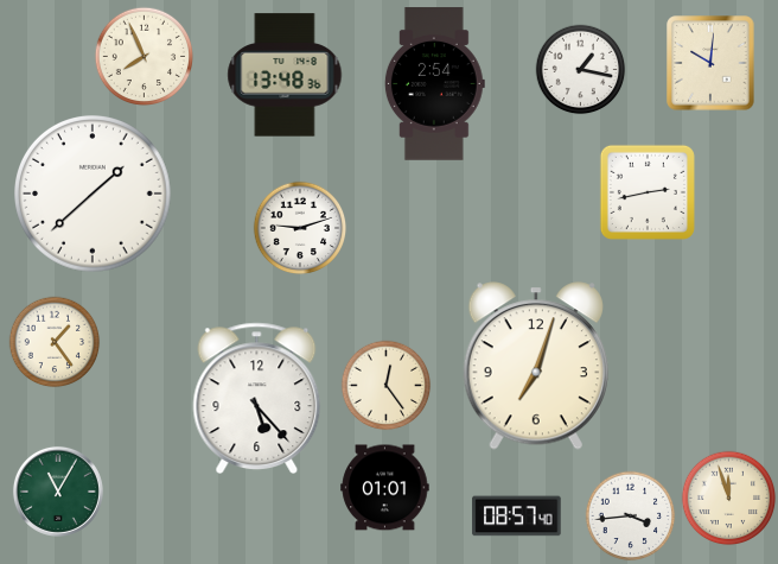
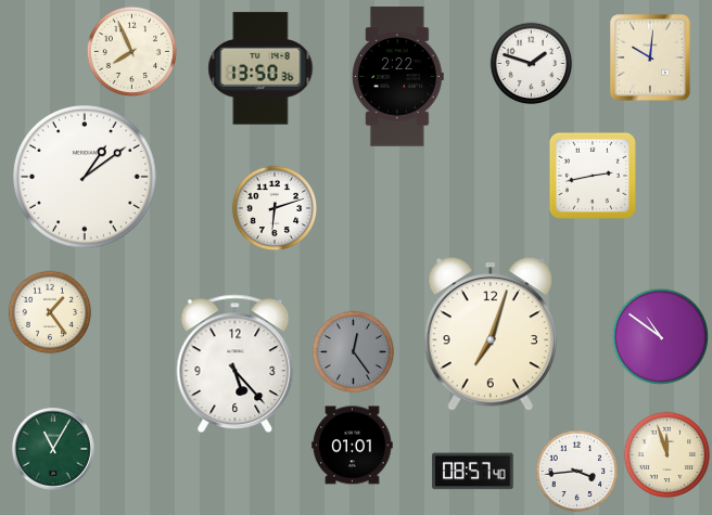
clock at (581, 70): 1:17 -> 1:48
clock at (285, 75): 13:48 -> 13:50
clock at (434, 84): 2:54 -> 2:22
clock at (94, 195): 1:38 -> 1:09
clock at (300, 228): 9:12 -> 6:12
clock at (660, 336): none -> 10:51
clock at (387, 386) dial: cream -> grey
